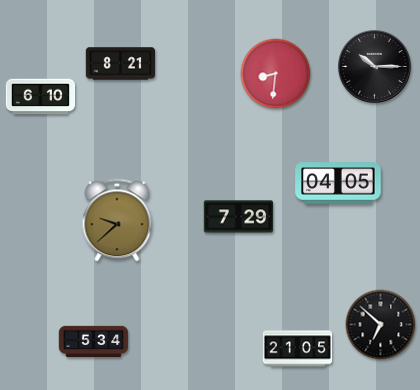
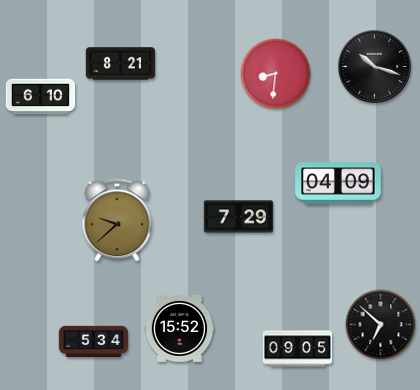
clock at (375, 67): 10:15 -> 10:18
clock at (338, 183): 04:05 -> 04:09
clock at (180, 328): none -> 15:52
clock at (298, 349): 21:05 -> 09:05
